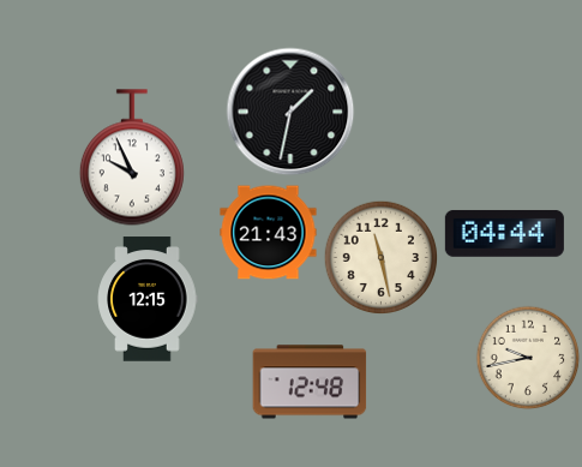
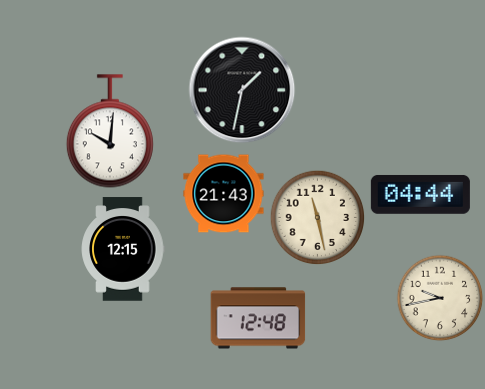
clock at (290, 112) position: (290, 112) -> (242, 90)
clock at (132, 157): 9:56 -> 10:01
clock at (382, 258) position: (382, 258) -> (318, 218)
